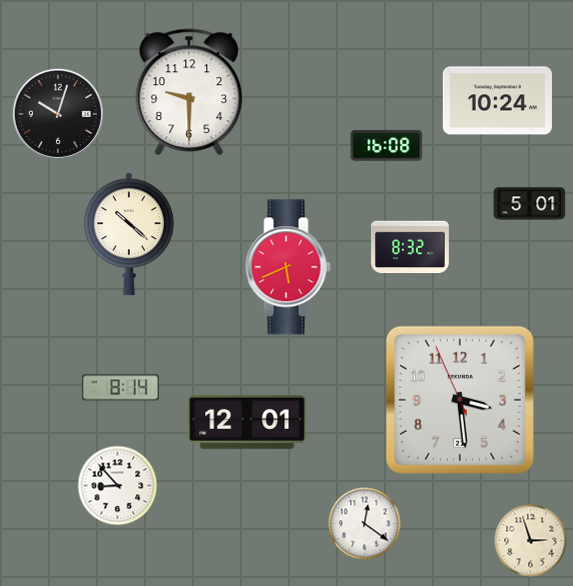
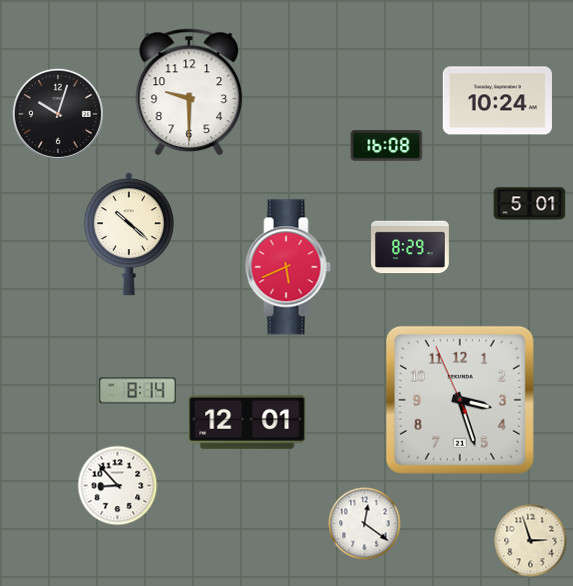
clock at (411, 247): 8:32 -> 8:29
clock at (120, 388) position: (120, 388) -> (137, 391)
clock at (460, 400): 3:28 -> 3:26
